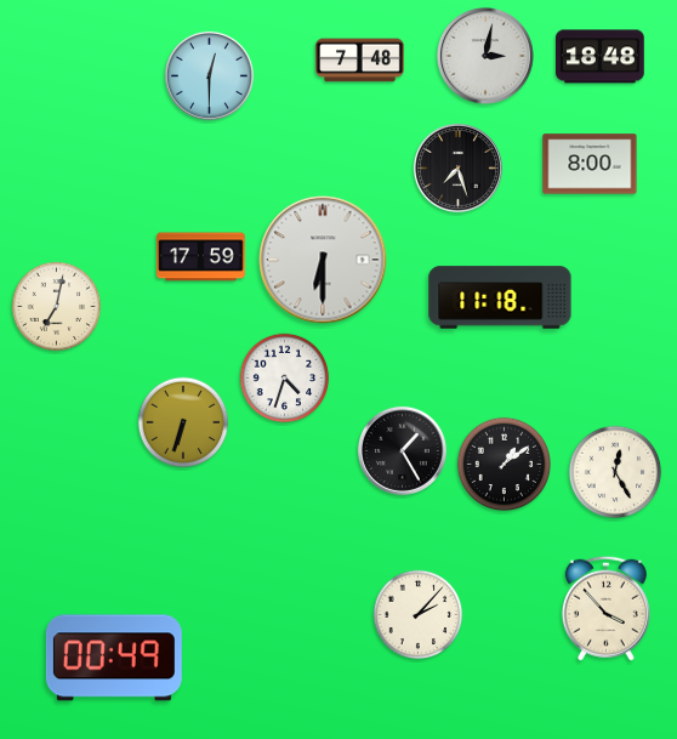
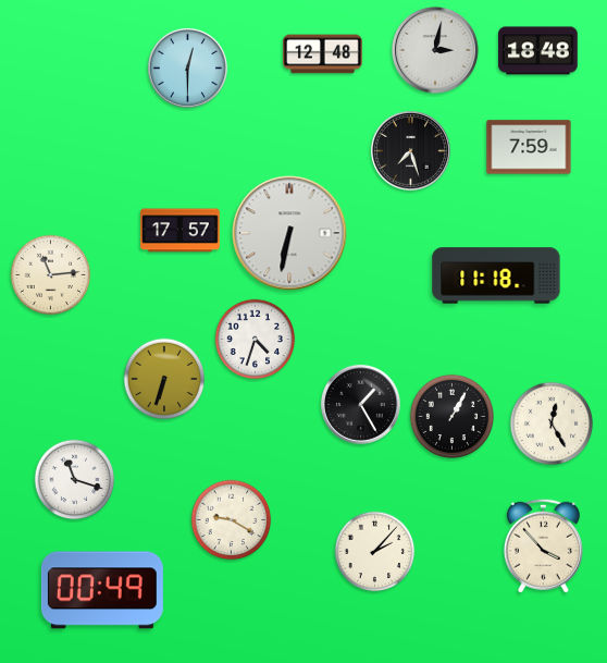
clock at (360, 61): 7:48 -> 12:48
clock at (590, 164): 8:00 -> 7:59
clock at (201, 257): 17:59 -> 17:57
clock at (323, 260): 6:30 -> 6:32
clock at (500, 297) position: (500, 297) -> (496, 275)
clock at (57, 307): 7:02 -> 11:14
clock at (504, 464): 1:09 -> 1:05
clock at (75, 480): none -> 11:18
clock at (232, 520): none -> 9:20
